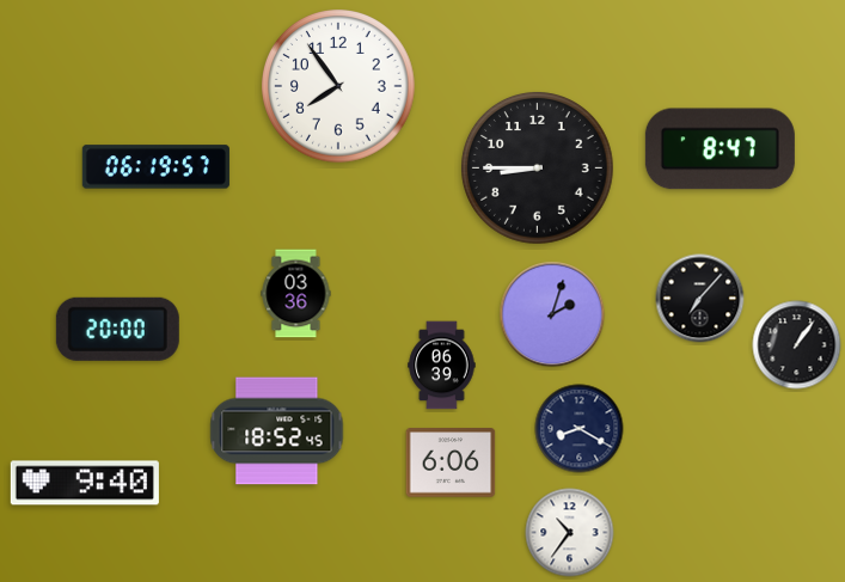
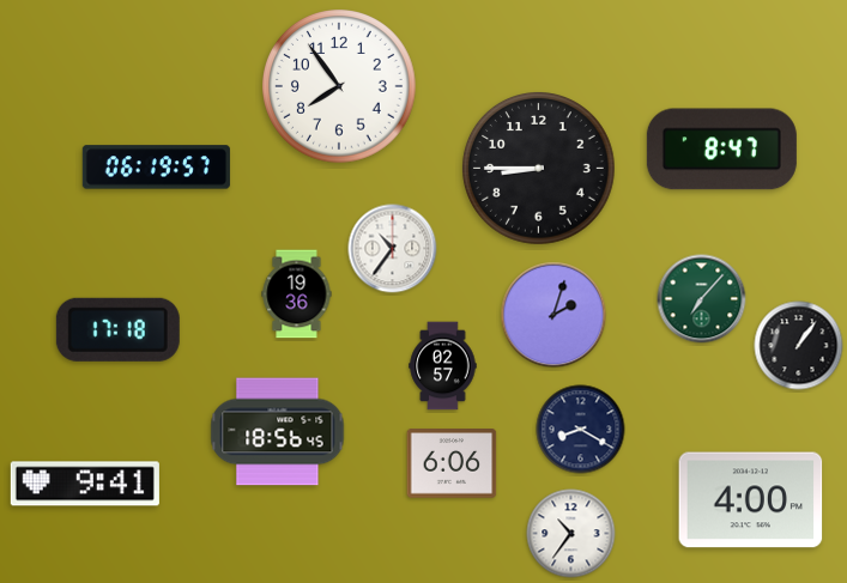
clock at (393, 249): none -> 10:36
clock at (296, 294): 03:36 -> 19:36
clock at (700, 299) dial: black -> green
clock at (117, 329): 20:00 -> 17:18
clock at (442, 366): 06:39 -> 02:57
clock at (277, 431): 18:52 -> 18:56
clock at (85, 483): 9:40 -> 9:41
clock at (751, 500): none -> 4:00
